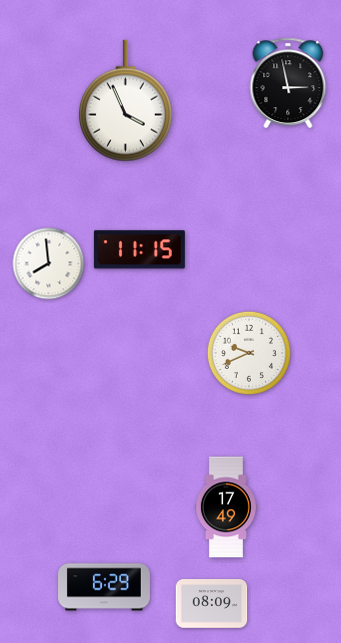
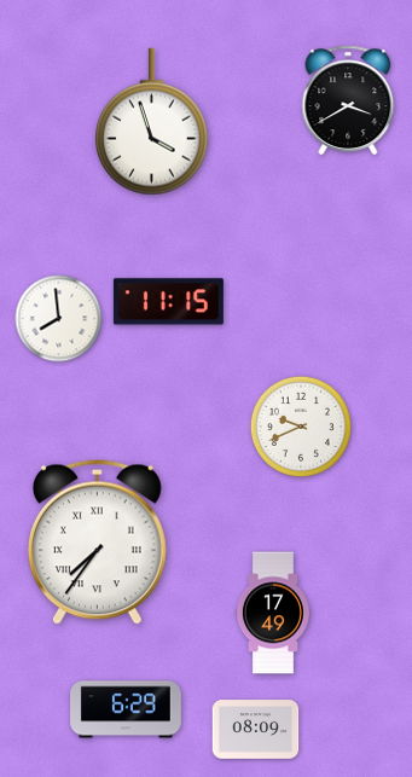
clock at (288, 83): 2:58 -> 3:40
clock at (125, 101): 3:56 -> 3:57
clock at (97, 541): none -> 7:36
